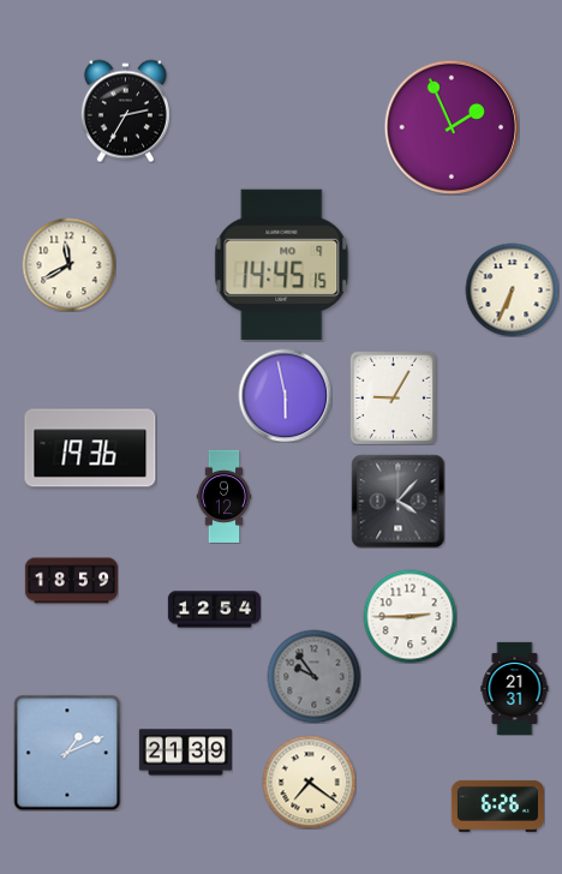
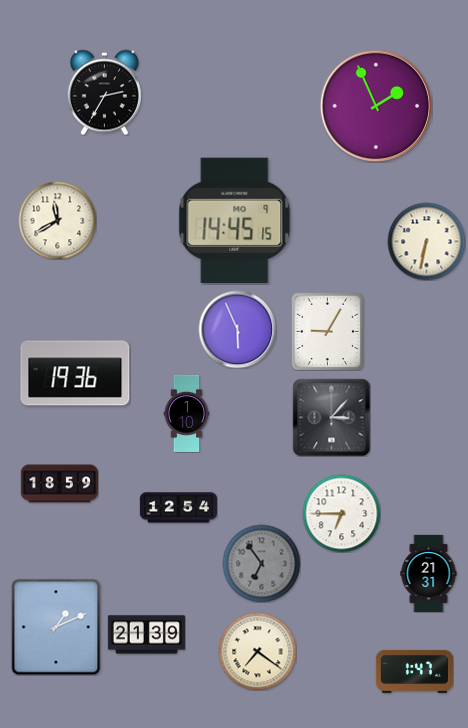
clock at (512, 289): 6:34 -> 6:32
clock at (285, 395): 5:58 -> 5:56
clock at (225, 496): 9:12 -> 1:10
clock at (397, 501): 4:07 -> 3:07
clock at (409, 616): 2:45 -> 6:45
clock at (313, 676): 9:54 -> 6:54
clock at (185, 753) position: (185, 753) -> (146, 635)
clock at (497, 806): 6:26 -> 1:47
